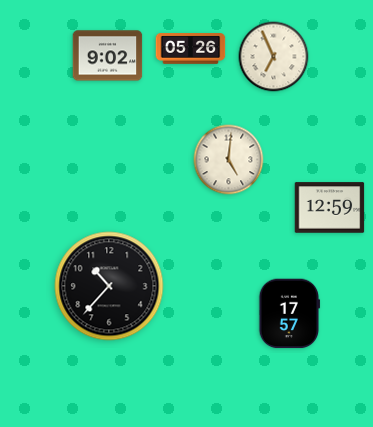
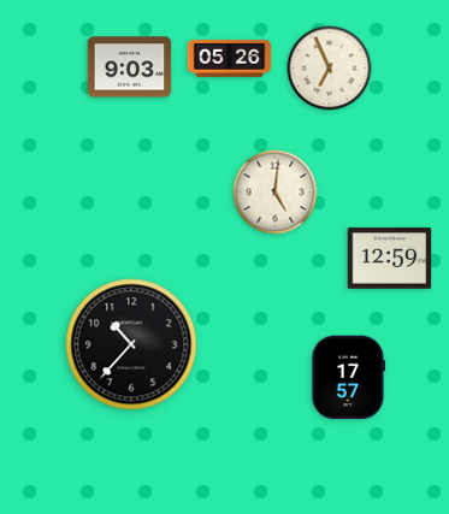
clock at (108, 56): 9:02 -> 9:03
clock at (330, 208) position: (330, 208) -> (390, 259)
